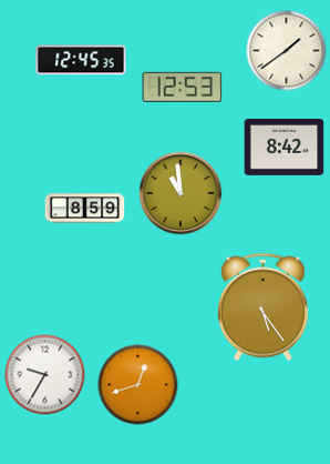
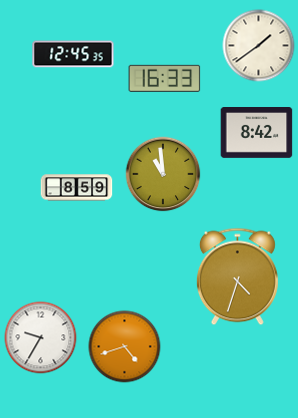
clock at (183, 87): 12:53 -> 16:33
clock at (262, 307): 5:24 -> 4:33
clock at (138, 385): 12:42 -> 4:42
